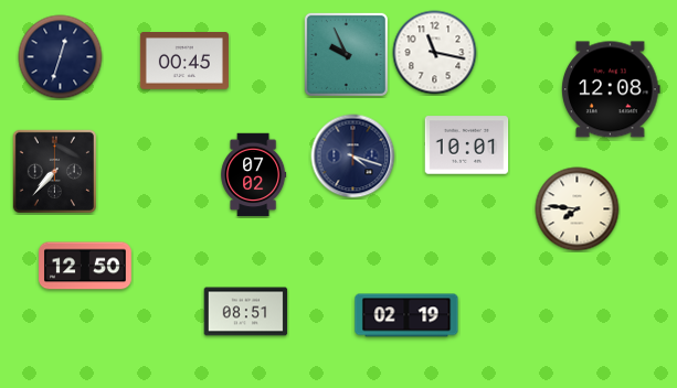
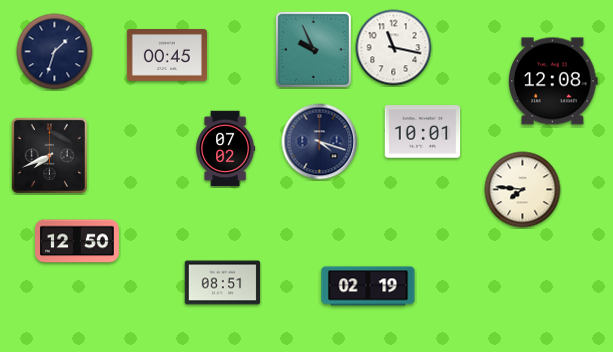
clock at (61, 57): 12:33 -> 1:33
clock at (54, 171): 7:37 -> 7:41
clock at (254, 175) position: (254, 175) -> (226, 149)
